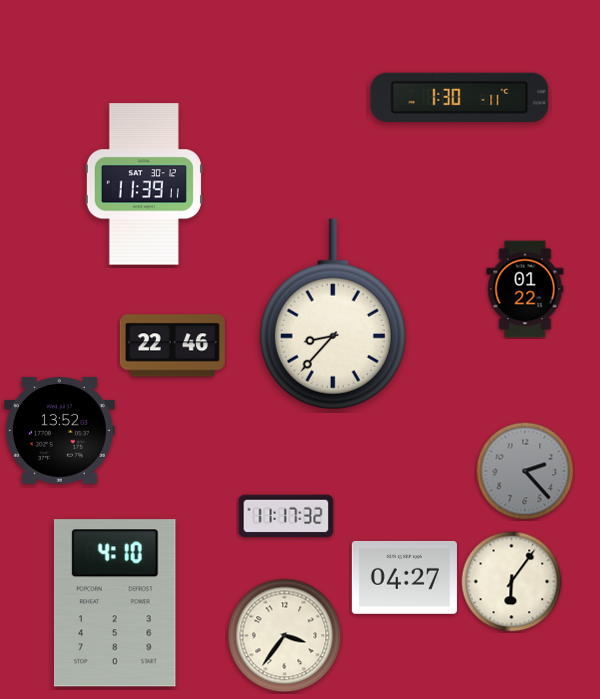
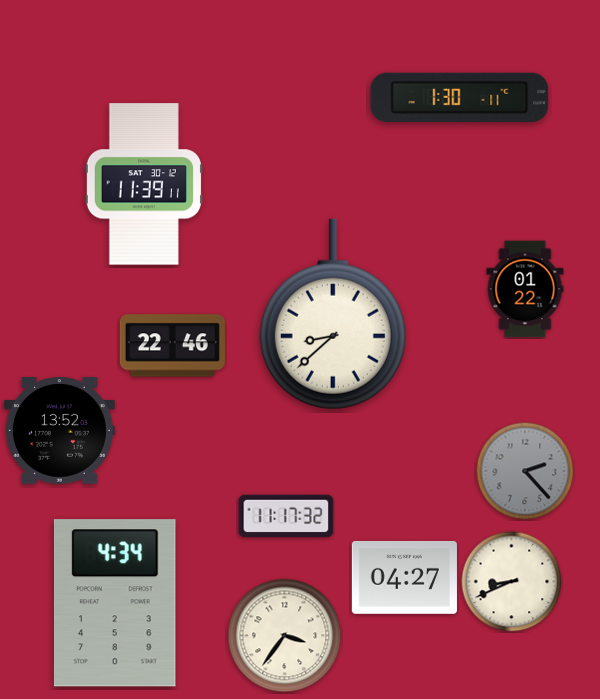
clock at (333, 314): 8:37 -> 8:38
clock at (512, 582): 6:06 -> 8:41
clock at (115, 603): 4:10 -> 4:34
